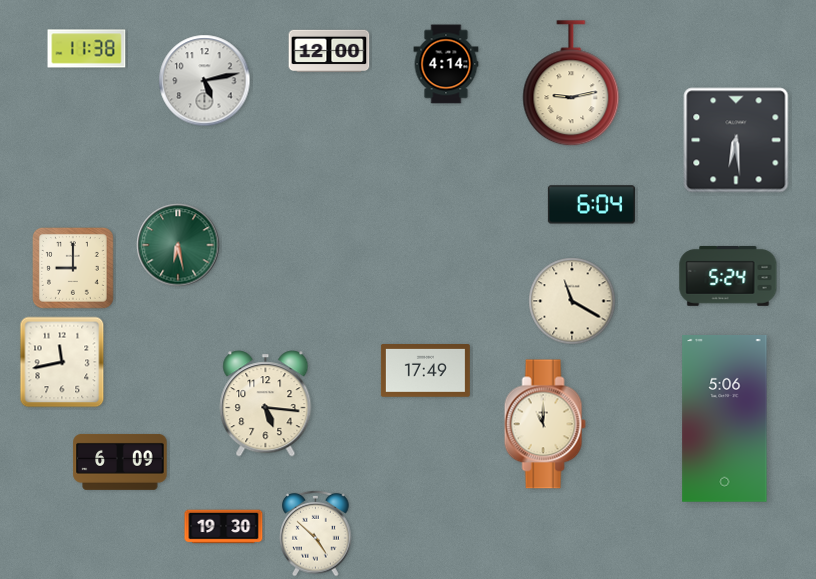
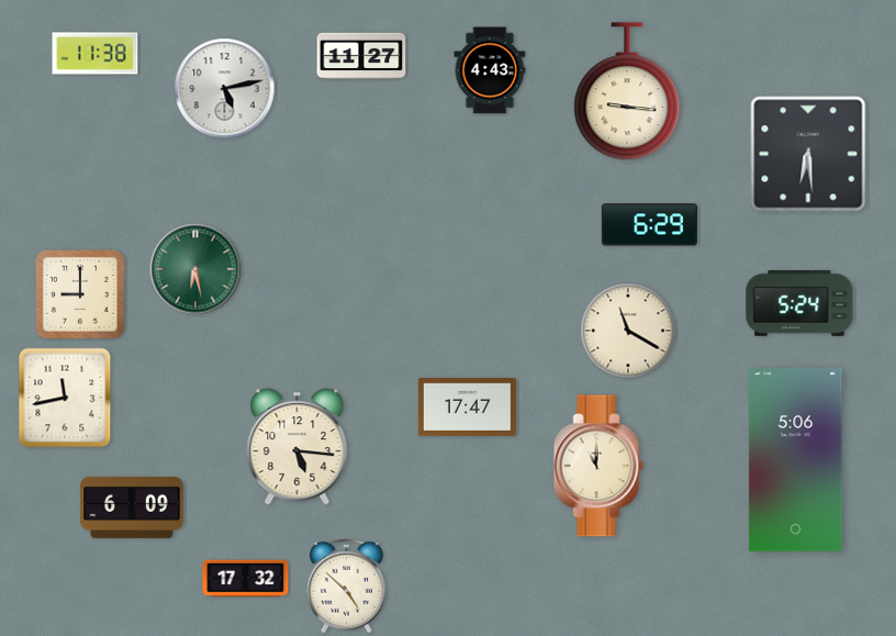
clock at (329, 51): 12:00 -> 11:27
clock at (446, 64): 4:14 -> 4:43
clock at (571, 84): 9:13 -> 9:16
clock at (591, 205): 6:04 -> 6:29
clock at (62, 362) position: (62, 362) -> (65, 398)
clock at (425, 371): 17:49 -> 17:47
clock at (266, 404) position: (266, 404) -> (298, 447)
clock at (224, 527): 19:30 -> 17:32
